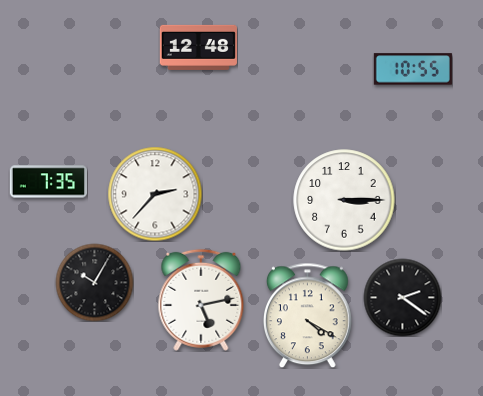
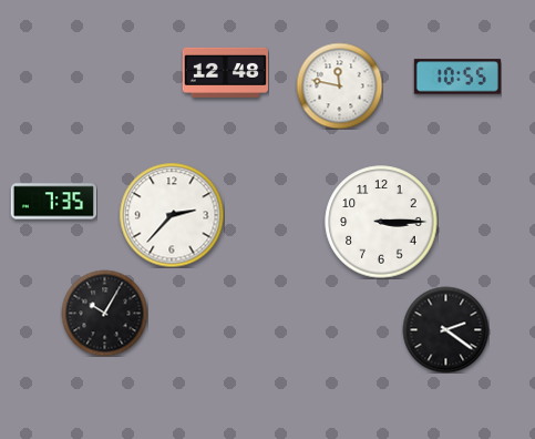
clock at (198, 47) position: (198, 47) -> (225, 72)
clock at (339, 85): none -> 11:47
clock at (201, 300): 5:13 -> none
clock at (308, 315): 4:20 -> none
